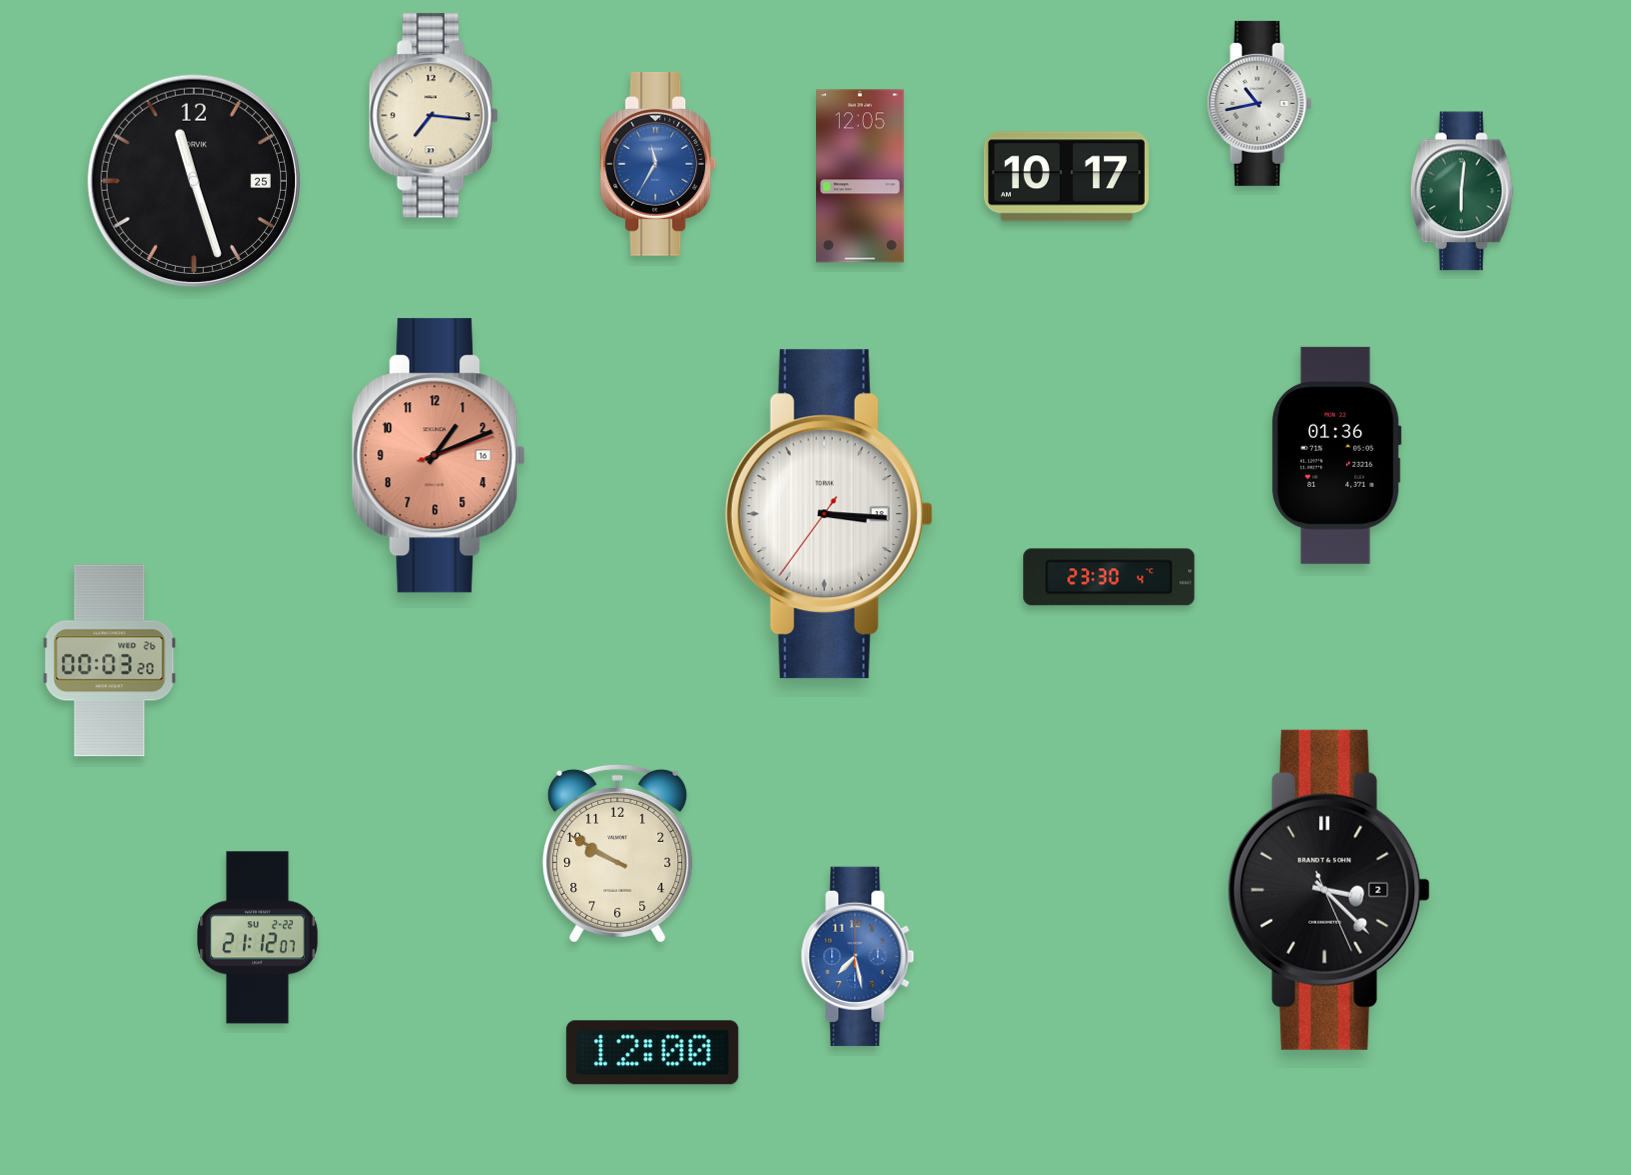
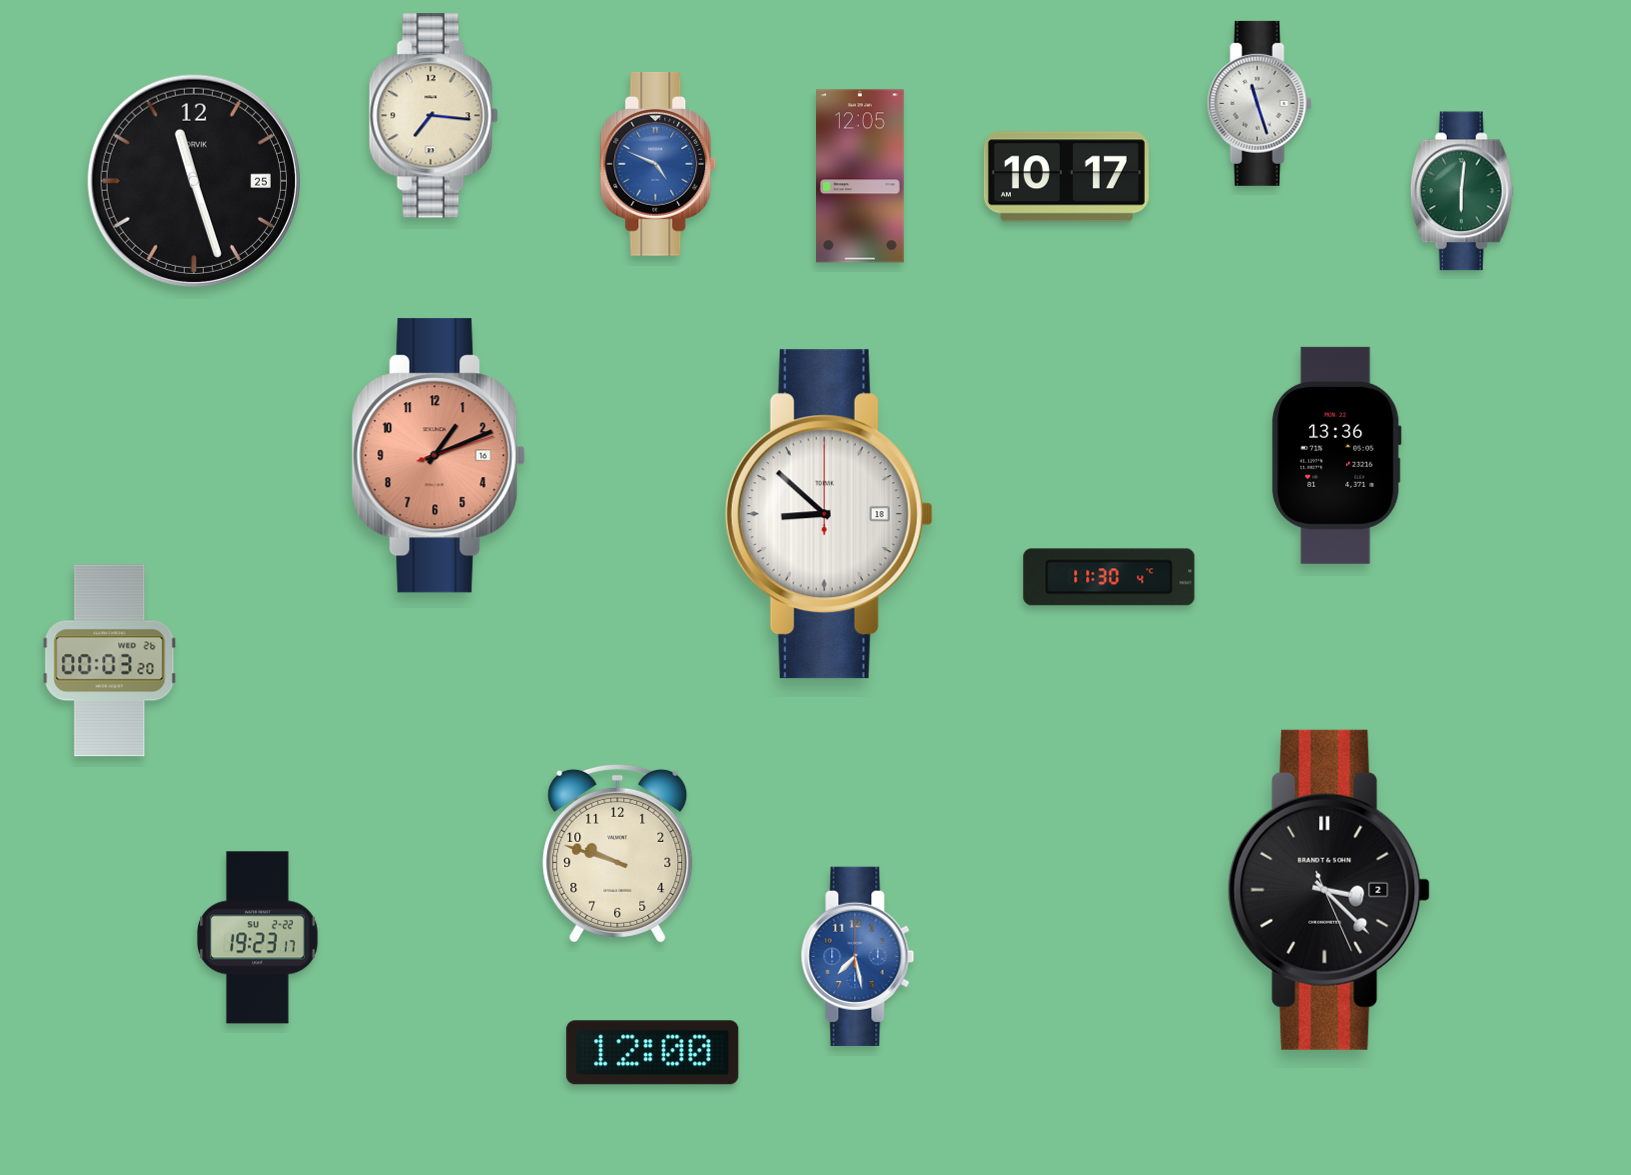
clock at (1259, 103): 10:43 -> 11:27
clock at (658, 164): 11:35 -> 4:49
clock at (1337, 455): 01:36 -> 13:36
clock at (829, 514): 3:15 -> 8:52
clock at (1109, 577): 23:30 -> 11:30
clock at (618, 853): 9:50 -> 9:48
clock at (258, 938): 21:12 -> 19:23
